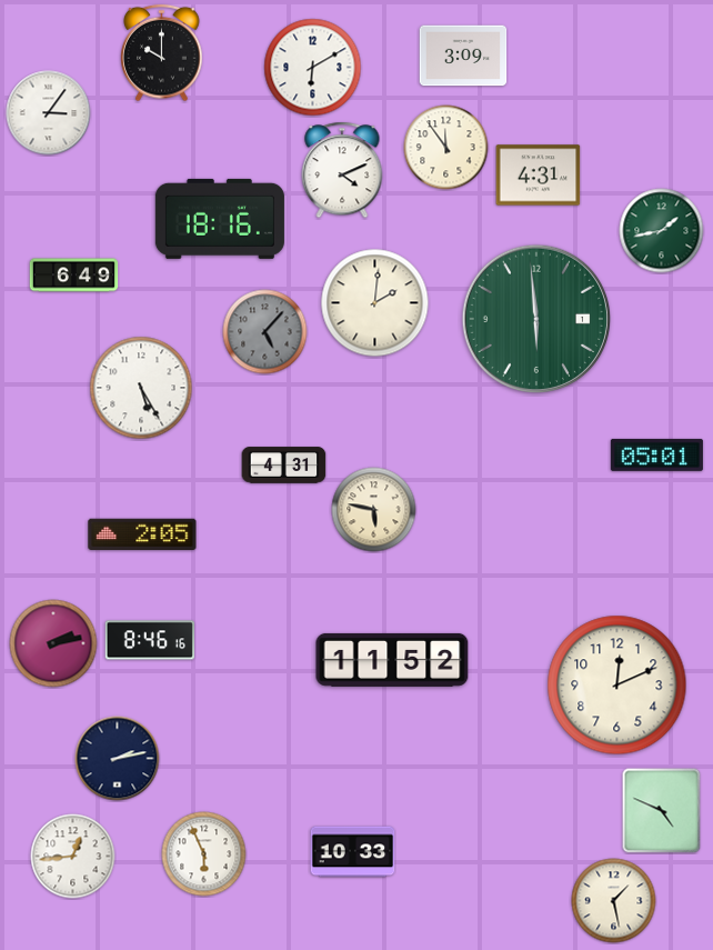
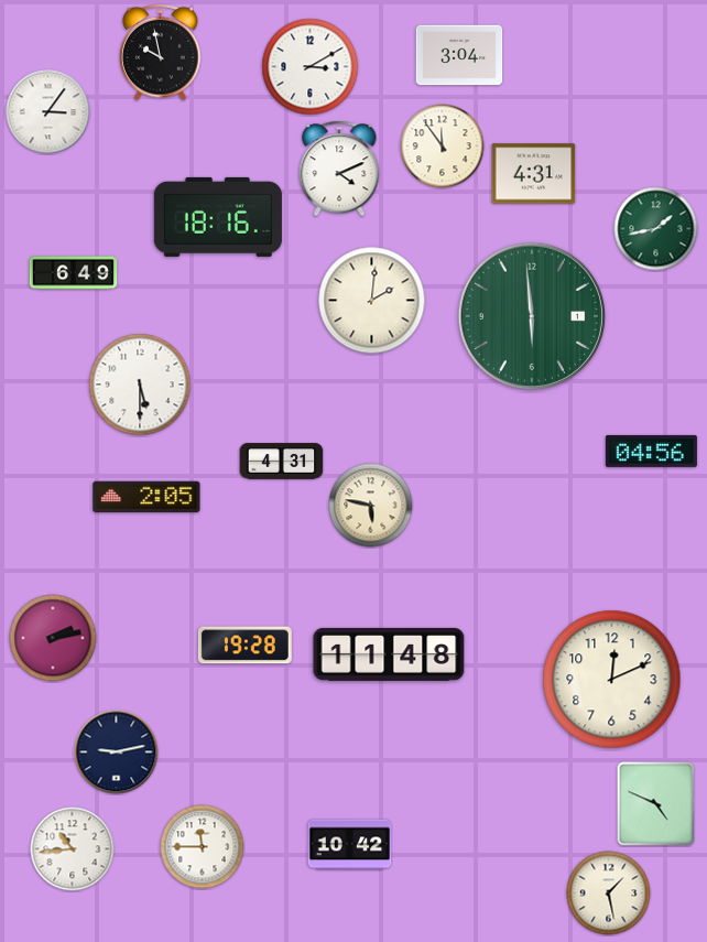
clock at (162, 53): 10:00 -> 9:58
clock at (463, 56): 3:09 -> 3:04
clock at (313, 68): 6:10 -> 3:10
clock at (265, 332): 5:07 -> none
clock at (141, 388): 5:25 -> 5:30
clock at (656, 454): 05:01 -> 04:56
clock at (142, 533) position: (142, 533) -> (146, 496)
clock at (150, 640): 8:46 -> none
clock at (244, 646): none -> 19:28
clock at (392, 660): 11:52 -> 11:48
clock at (118, 759): 2:13 -> 9:13
clock at (353, 852): 10:33 -> 10:42
clock at (204, 854): 5:56 -> 11:45
clock at (73, 857): 12:44 -> 10:44
